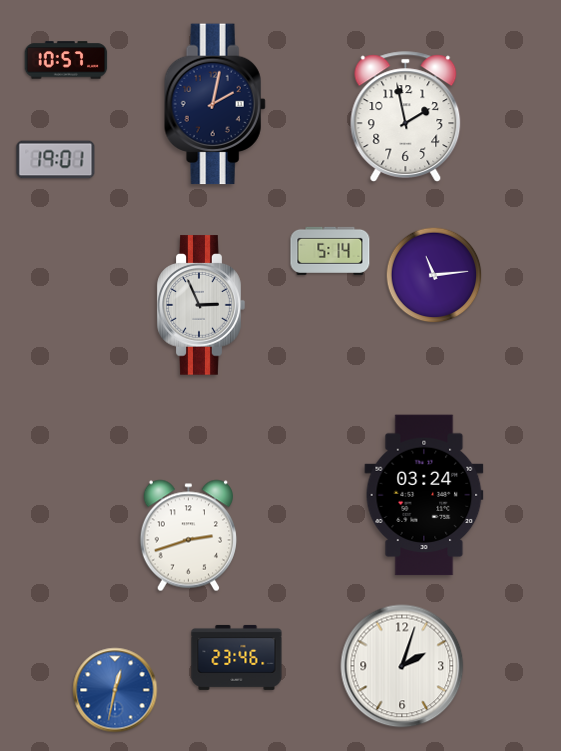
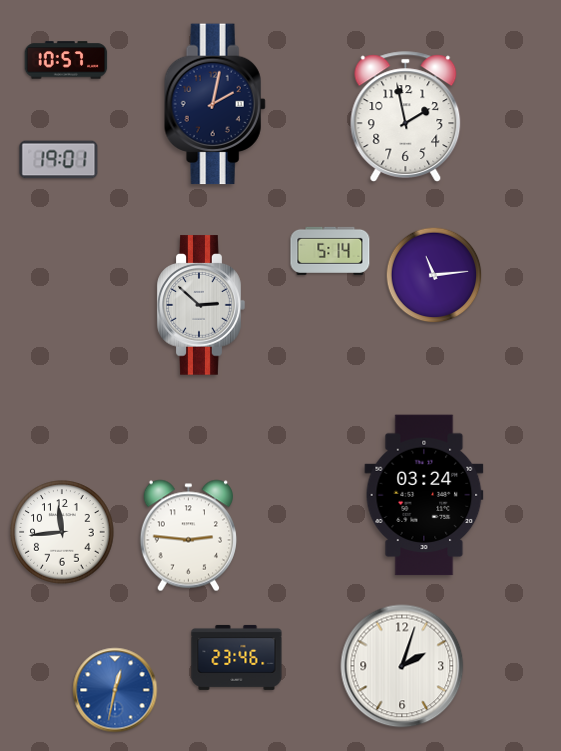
clock at (56, 160) position: (56, 160) -> (59, 160)
clock at (201, 305): 2:56 -> 2:52
clock at (62, 532): none -> 11:44
clock at (188, 536): 2:42 -> 2:46
